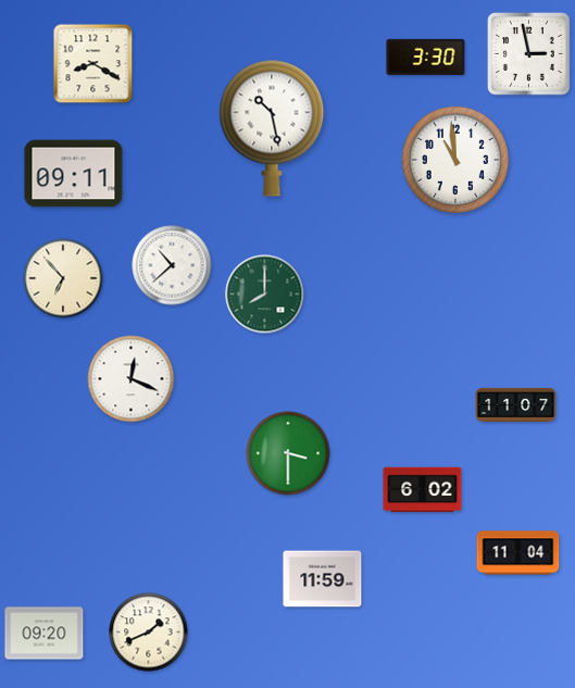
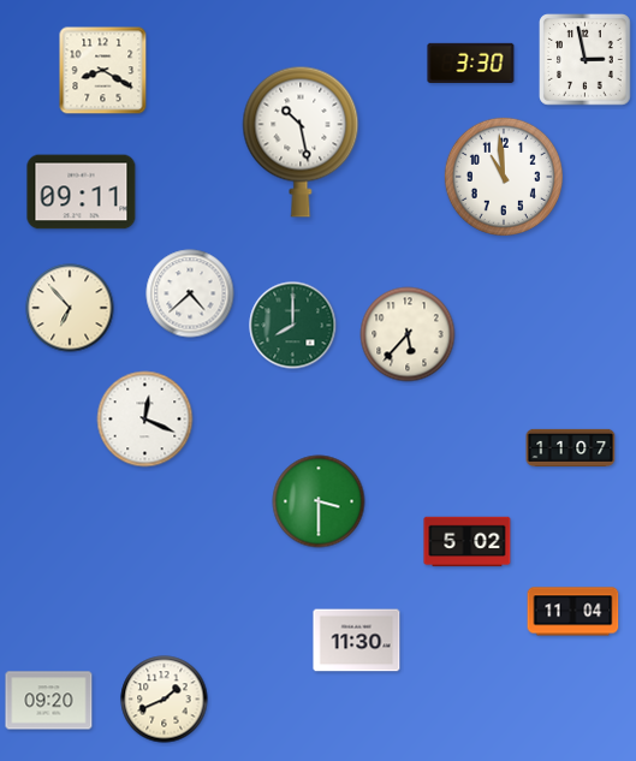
clock at (172, 265): 10:38 -> 4:38
clock at (408, 334): none -> 5:37
clock at (423, 490): 6:02 -> 5:02
clock at (323, 579): 11:59 -> 11:30
